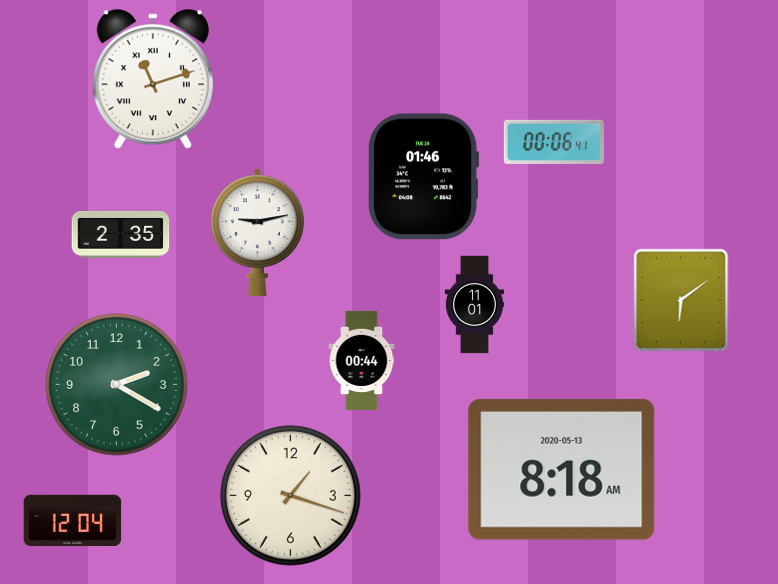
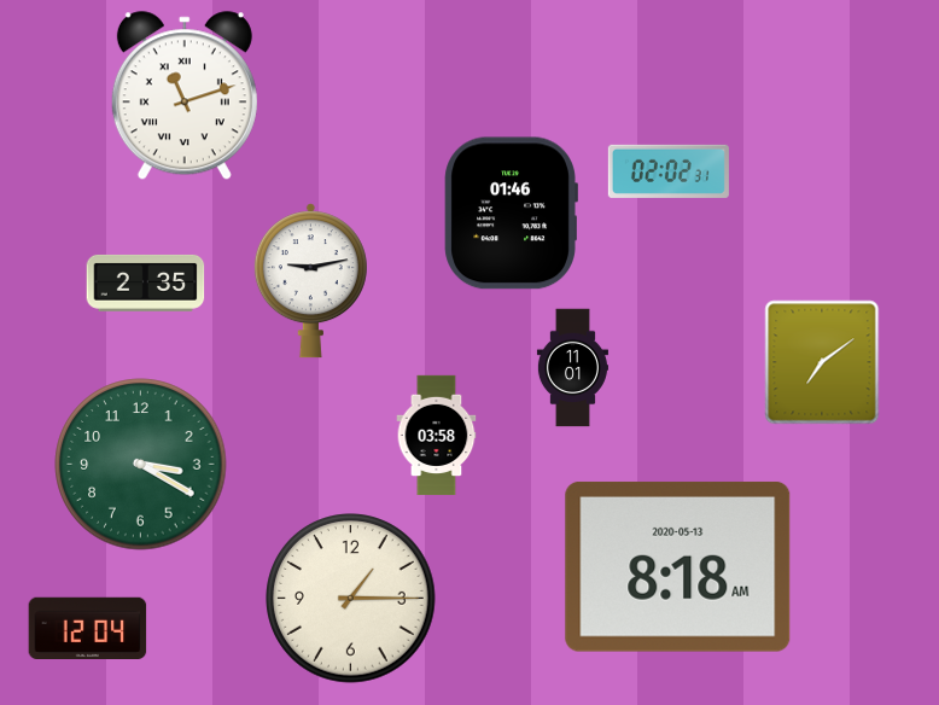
clock at (554, 142): 00:06 -> 02:02
clock at (681, 300): 6:09 -> 7:09
clock at (362, 361): 00:44 -> 03:58
clock at (117, 385): 2:20 -> 3:20
clock at (291, 496): 1:18 -> 1:15
